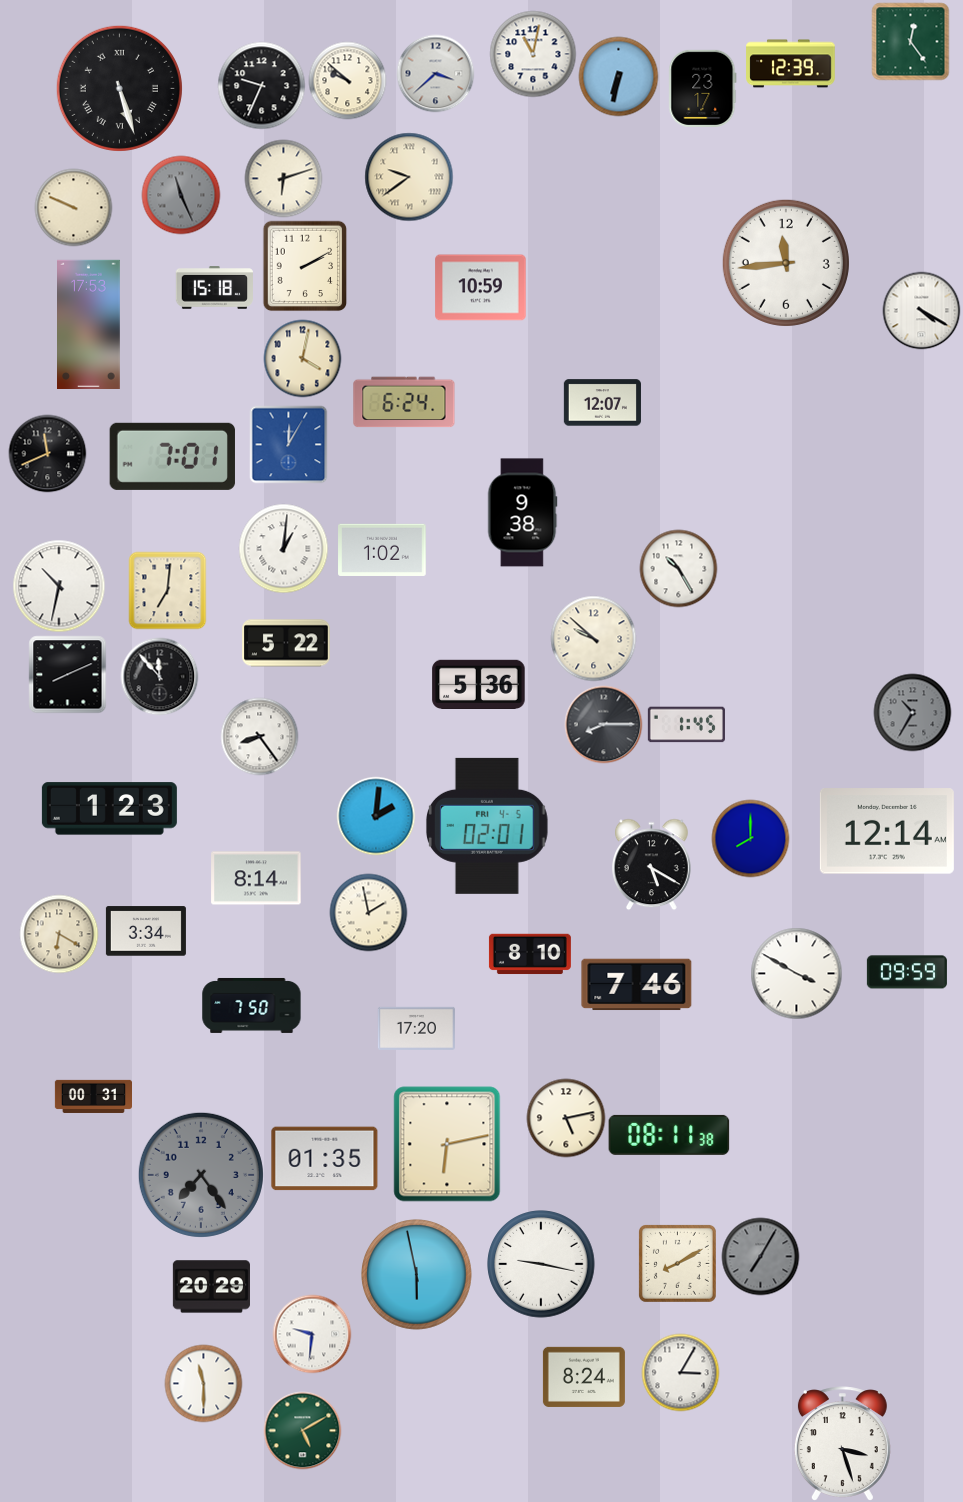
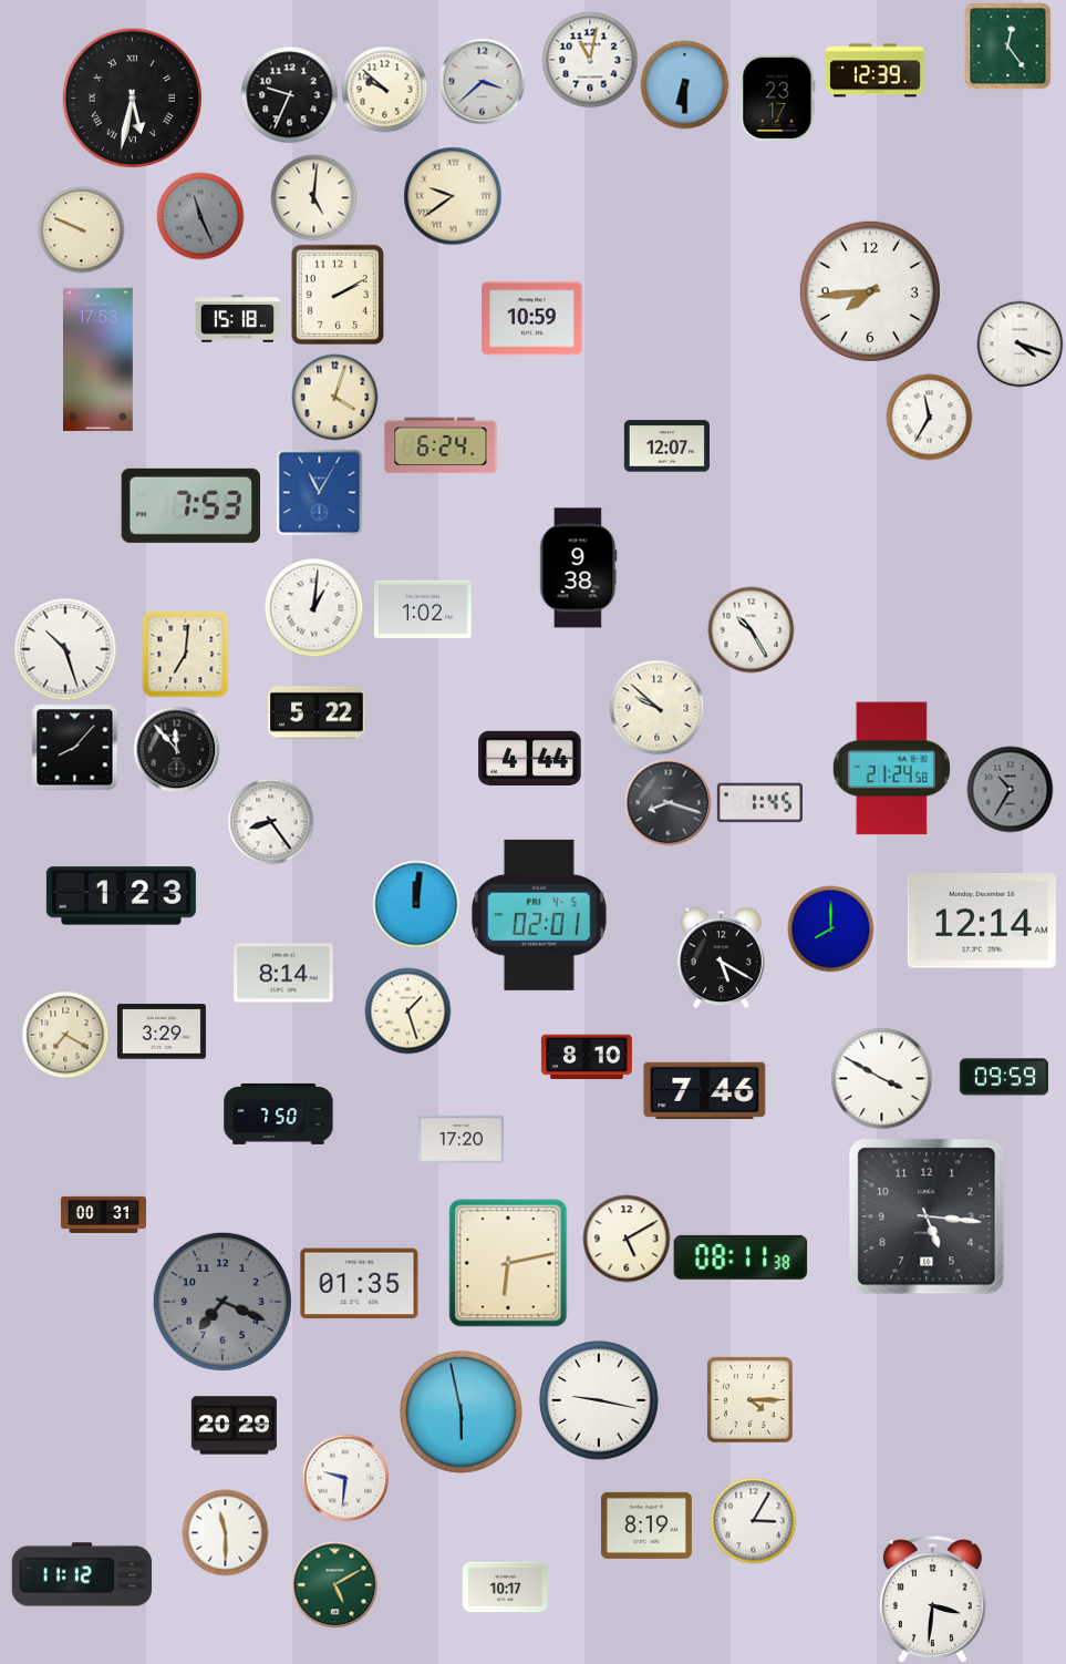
clock at (618, 76): 6:32 -> 6:30
clock at (119, 88): 5:27 -> 5:32
clock at (283, 178): 6:12 -> 5:01
clock at (786, 263): 11:44 -> 7:44
clock at (921, 310): 4:20 -> 4:18
clock at (302, 358): 4:02 -> 4:03
clock at (929, 417): none -> 11:35
clock at (404, 402) position: (404, 402) -> (441, 445)
clock at (288, 444): 12:05 -> 11:05
clock at (47, 453): 11:41 -> none
clock at (172, 456): 7:01 -> 7:53
clock at (59, 586): 10:32 -> 10:27
clock at (67, 674): 8:11 -> 8:07
clock at (479, 685): 5:36 -> 4:44
clock at (891, 769): none -> 21:24
clock at (603, 724): 8:15 -> 8:18
clock at (259, 736) position: (259, 736) -> (270, 821)
clock at (376, 816): 2:01 -> 12:01
clock at (368, 912): 1:58 -> 1:27
clock at (146, 931): 3:34 -> 3:29
clock at (59, 934): 6:20 -> 7:20
clock at (927, 1216): none -> 5:16
clock at (566, 1118): 5:13 -> 5:10
clock at (447, 1144) position: (447, 1144) -> (508, 1263)
clock at (201, 1175): 7:24 -> 7:19
clock at (760, 1256): 7:05 -> none
clock at (677, 1263): 8:10 -> 4:15
clock at (584, 1377): 8:24 -> 8:19
clock at (82, 1574): none -> 11:12
clock at (505, 1588): none -> 10:17
clock at (842, 1444): 3:27 -> 3:31
